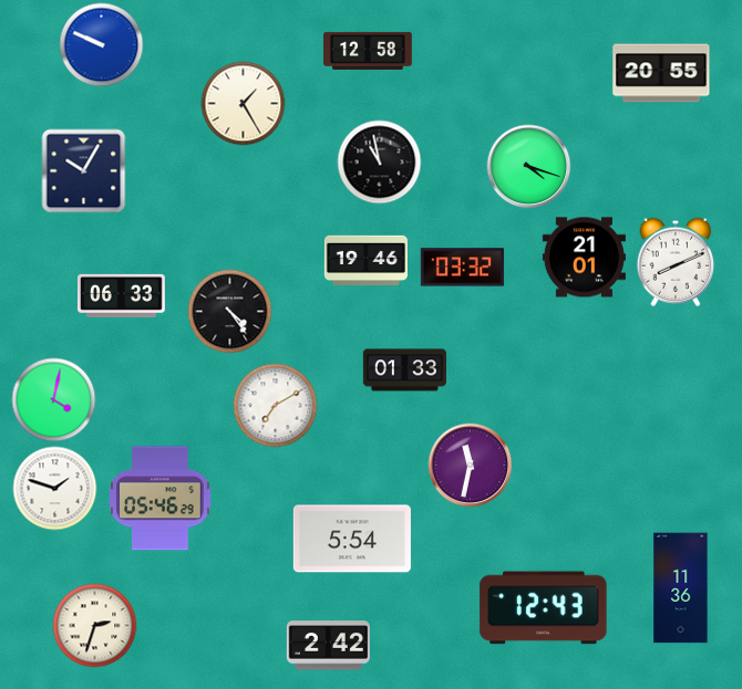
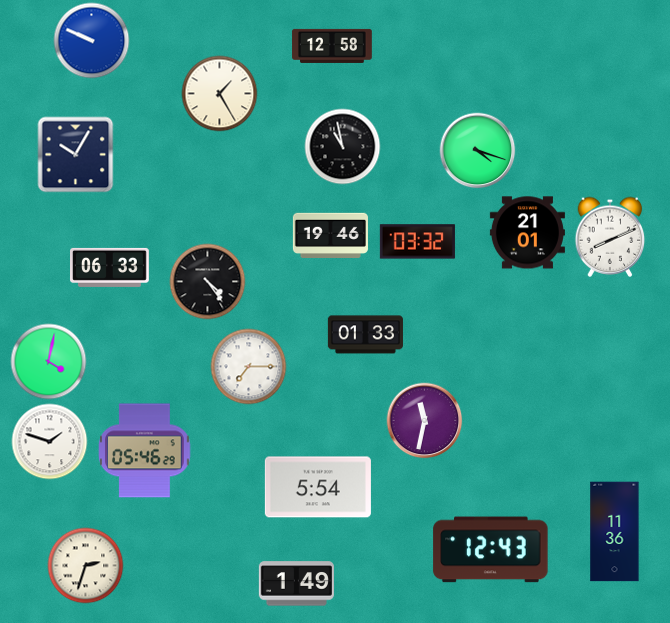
clock at (661, 73): 20:55 -> none
clock at (276, 406): 7:10 -> 7:15
clock at (328, 646): 2:42 -> 1:49
